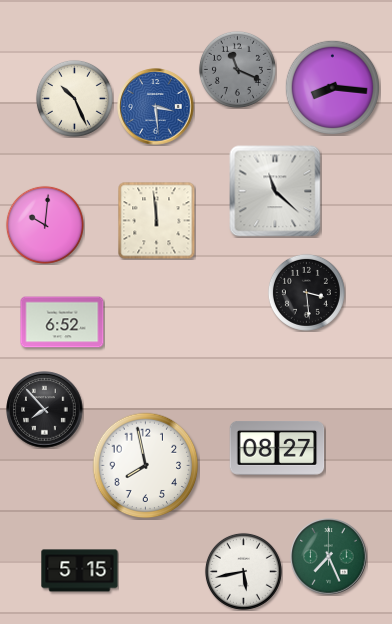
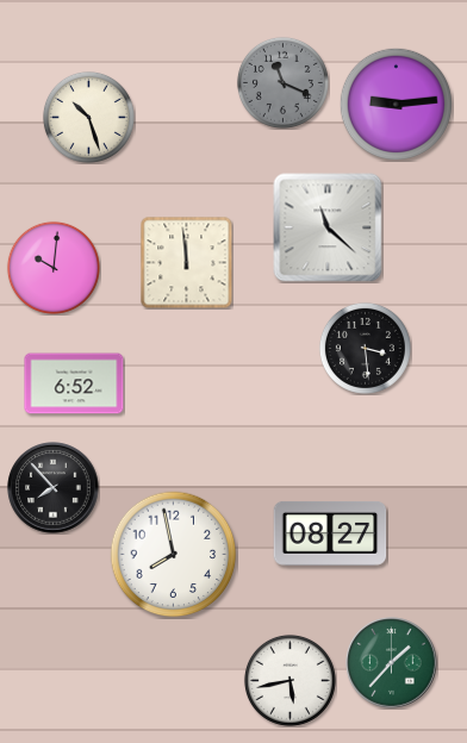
clock at (332, 87): 8:16 -> 9:14
clock at (74, 98): 10:26 -> 10:27
clock at (156, 107): 3:29 -> none
clock at (329, 557): 7:26 -> 1:37
clock at (80, 571): 5:15 -> none
